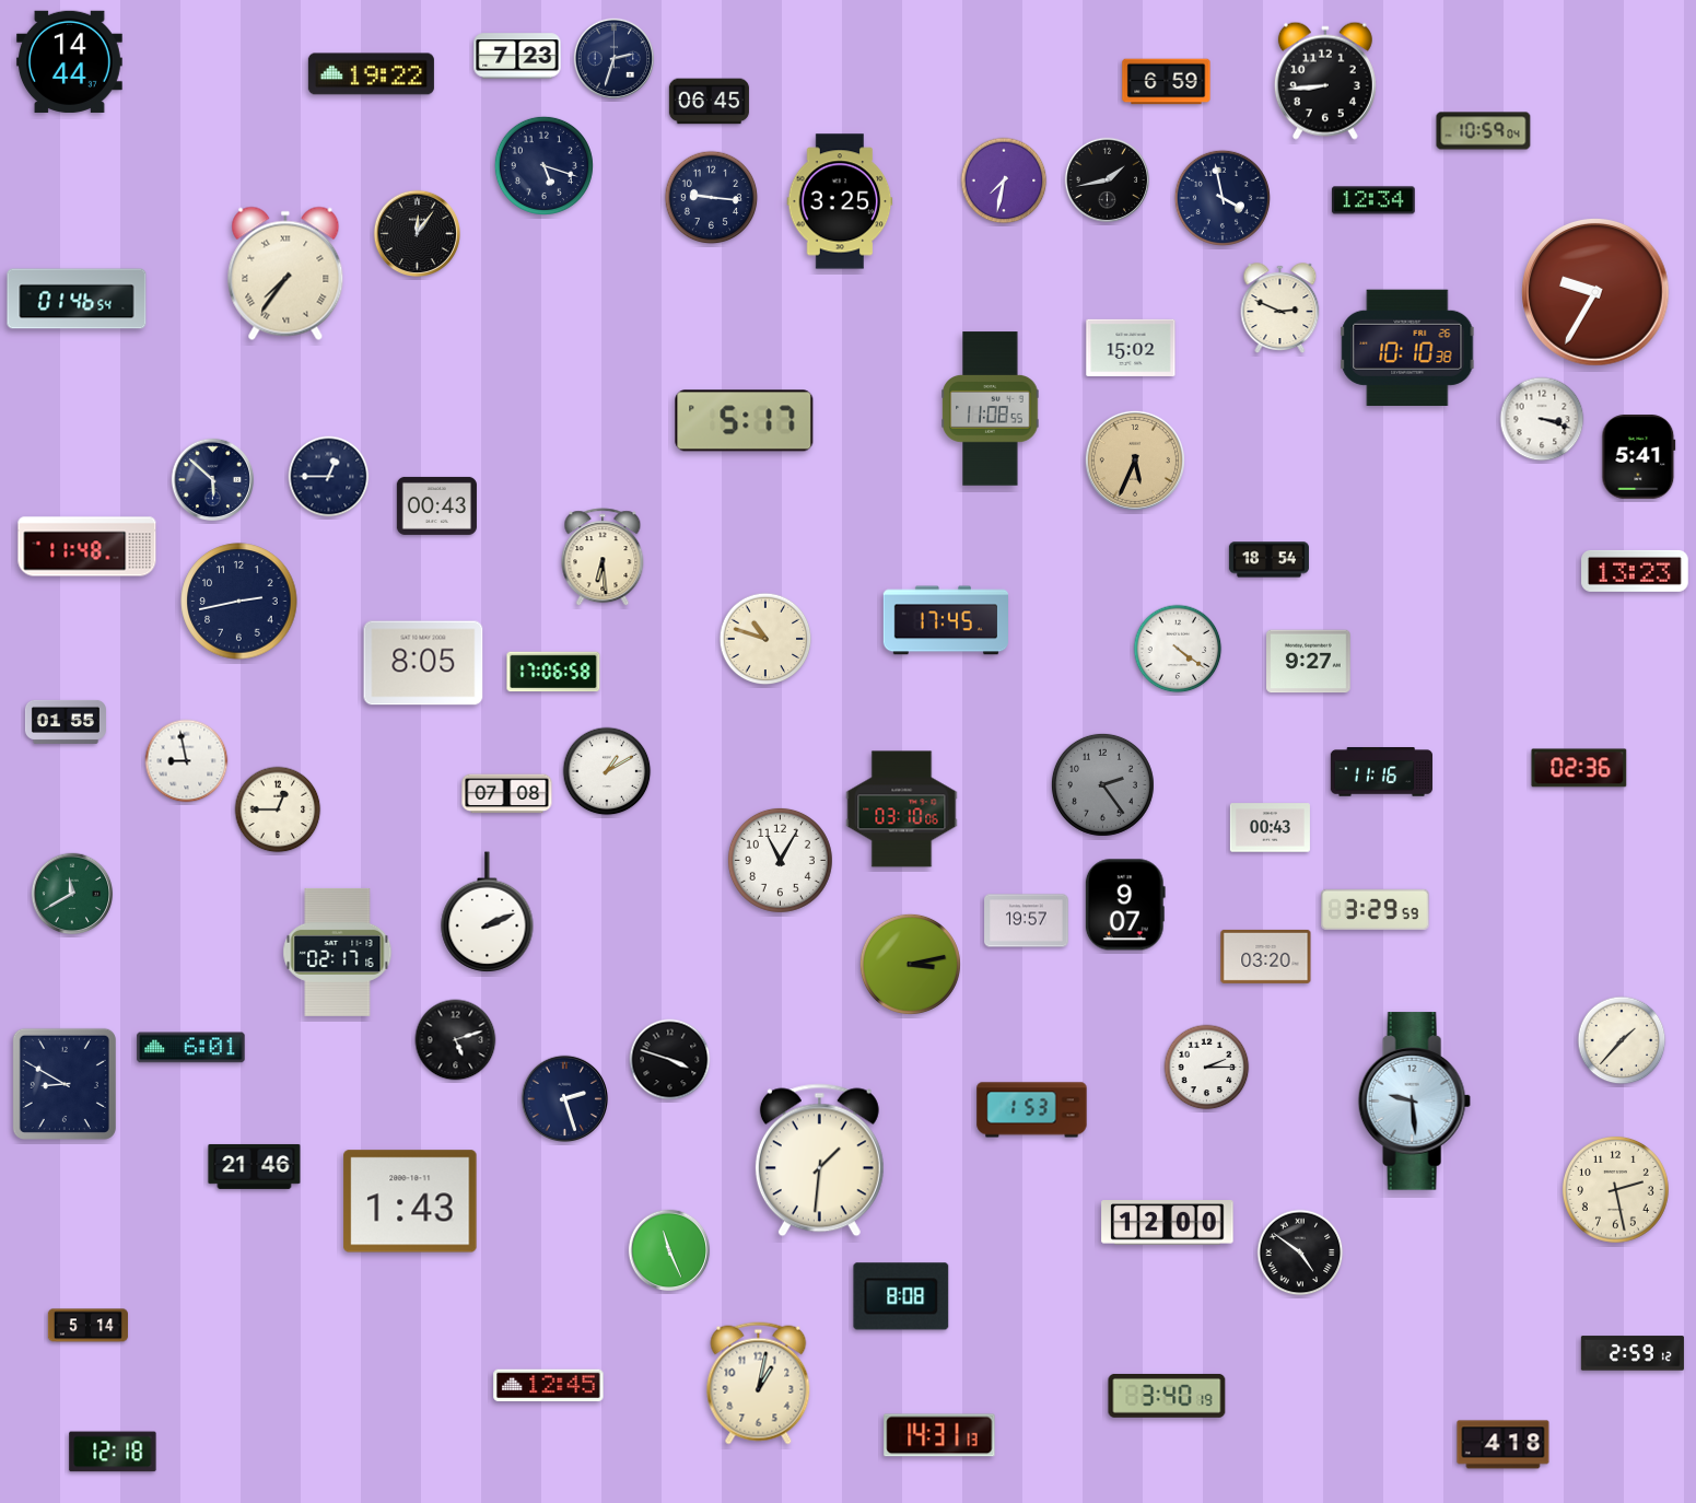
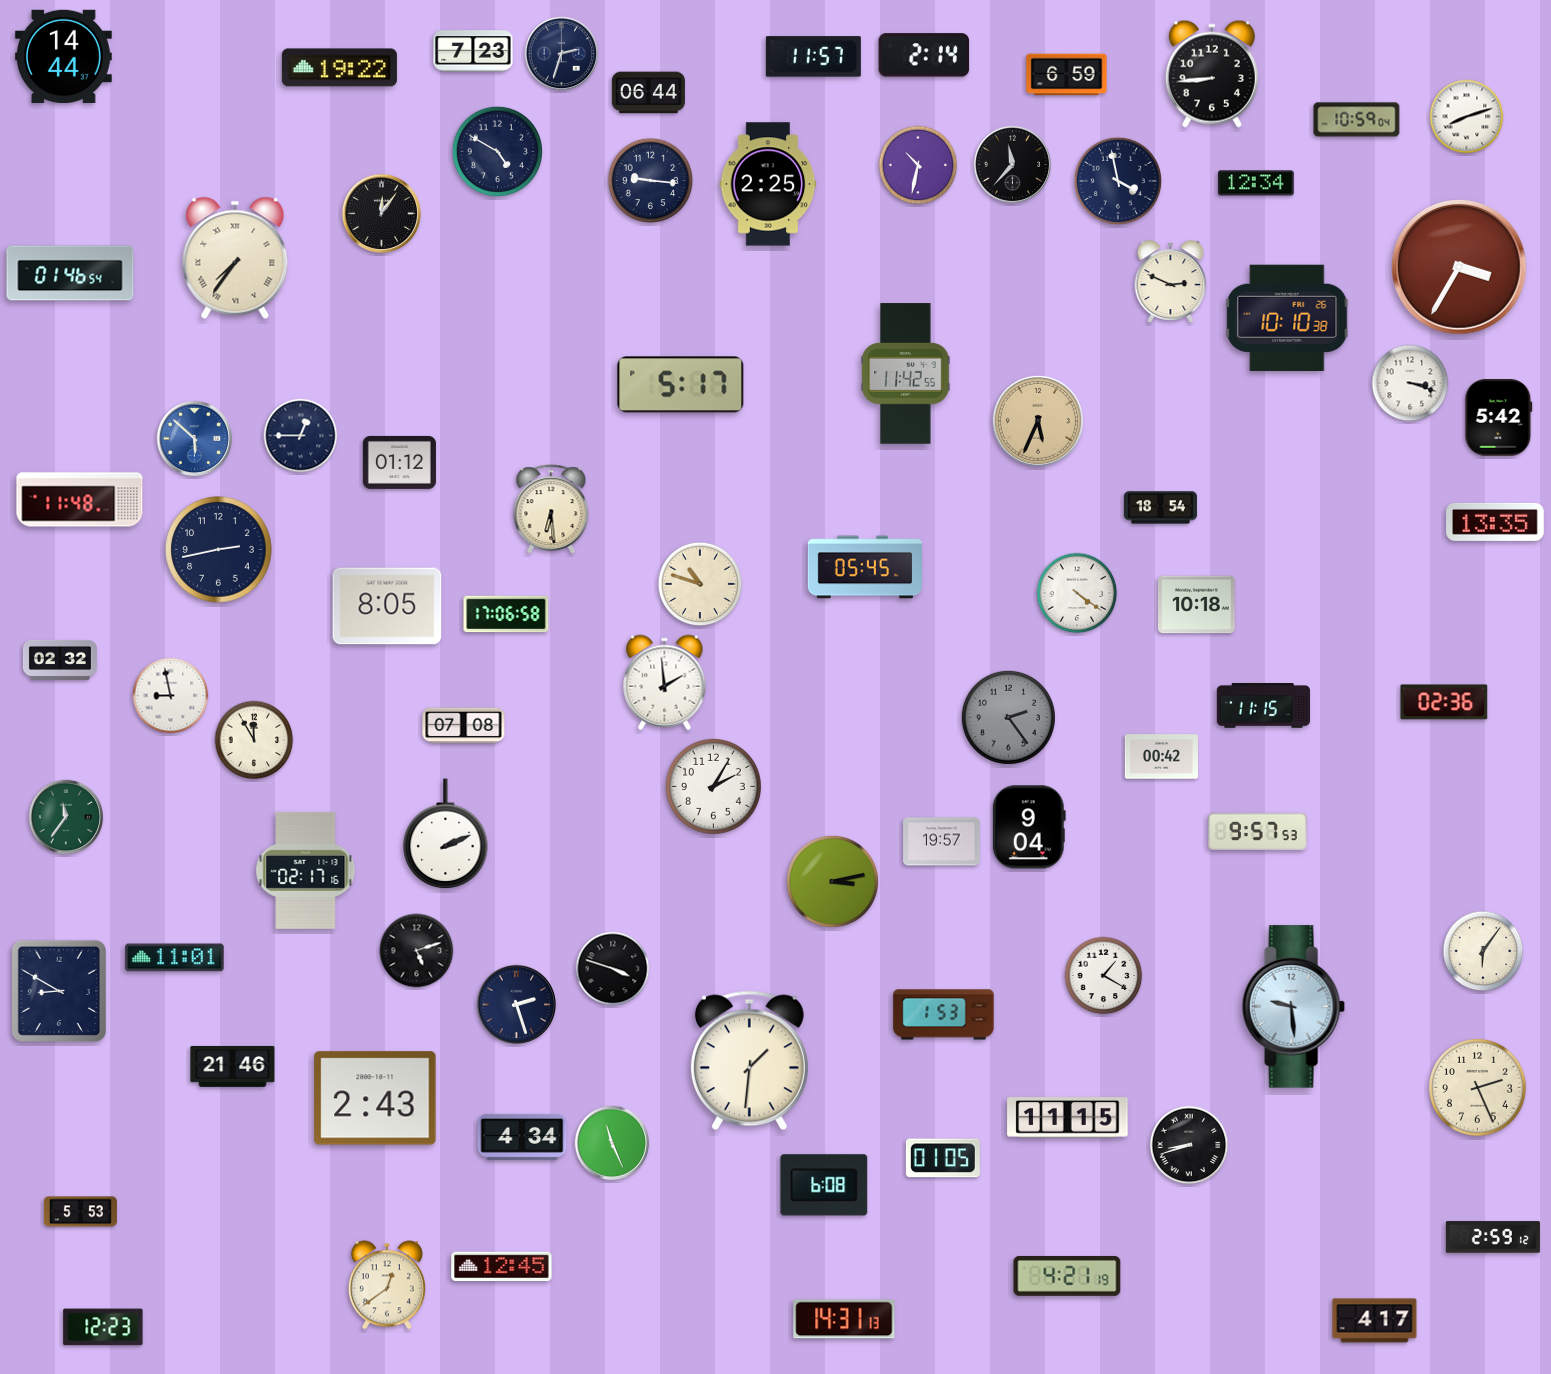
clock at (924, 55): none -> 2:14
clock at (813, 57): none -> 11:57
clock at (709, 102): 06:45 -> 06:44
clock at (1467, 117): none -> 8:12
clock at (543, 165): 5:18 -> 4:50
clock at (1004, 180): 7:32 -> 10:32
clock at (1108, 180): 1:43 -> 11:37
clock at (840, 201): 3:25 -> 2:25
clock at (285, 273) position: (285, 273) -> (235, 258)
clock at (1595, 292): 9:35 -> 3:35
clock at (1131, 348): 15:02 -> none
clock at (991, 409): 11:08 -> 11:42
clock at (1639, 457): 5:41 -> 5:42
clock at (213, 480) dial: navy -> blue
clock at (436, 505): 00:43 -> 01:12
clock at (1268, 560) position: (1268, 560) -> (1160, 508)
clock at (1635, 571): 13:23 -> 13:35
clock at (946, 620): 17:45 -> 05:45
clock at (1309, 662): 9:27 -> 10:18
clock at (66, 722): 01:55 -> 02:32
clock at (665, 683): none -> 1:59
clock at (607, 771): 1:10 -> none
clock at (1381, 772): 11:16 -> 11:15
clock at (278, 809): 12:45 -> 11:55
clock at (902, 809): 03:10 -> none
clock at (1270, 828): 00:43 -> 00:42
clock at (780, 860): 11:05 -> 2:05
clock at (72, 894): 11:40 -> 11:36
clock at (1125, 905): 9:07 -> 9:04
clock at (1376, 909): 3:29 -> 9:57
clock at (1027, 921) position: (1027, 921) -> (942, 842)
clock at (338, 952) position: (338, 952) -> (306, 870)
clock at (1266, 956): 03:20 -> none
clock at (1622, 1040): 1:37 -> 6:06
clock at (191, 1048): 6:01 -> 11:01
clock at (1207, 1068): 2:15 -> 1:20
clock at (1615, 1189): 2:28 -> 2:26
clock at (410, 1201): 1:43 -> 2:43
clock at (1168, 1223): 12:00 -> 11:15
clock at (522, 1137): none -> 4:34
clock at (1300, 1252): 4:51 -> 8:42
clock at (943, 1158): none -> 01:05
clock at (901, 1296): 8:08 -> 6:08
clock at (87, 1326): 5:14 -> 5:53
clock at (759, 1384): 1:02 -> none
clock at (1167, 1396): 3:40 -> 4:21
clock at (387, 1285): none -> 12:39
clock at (939, 1435) position: (939, 1435) -> (844, 1319)
clock at (1504, 1445): 4:18 -> 4:17
clock at (113, 1452): 12:18 -> 12:23
